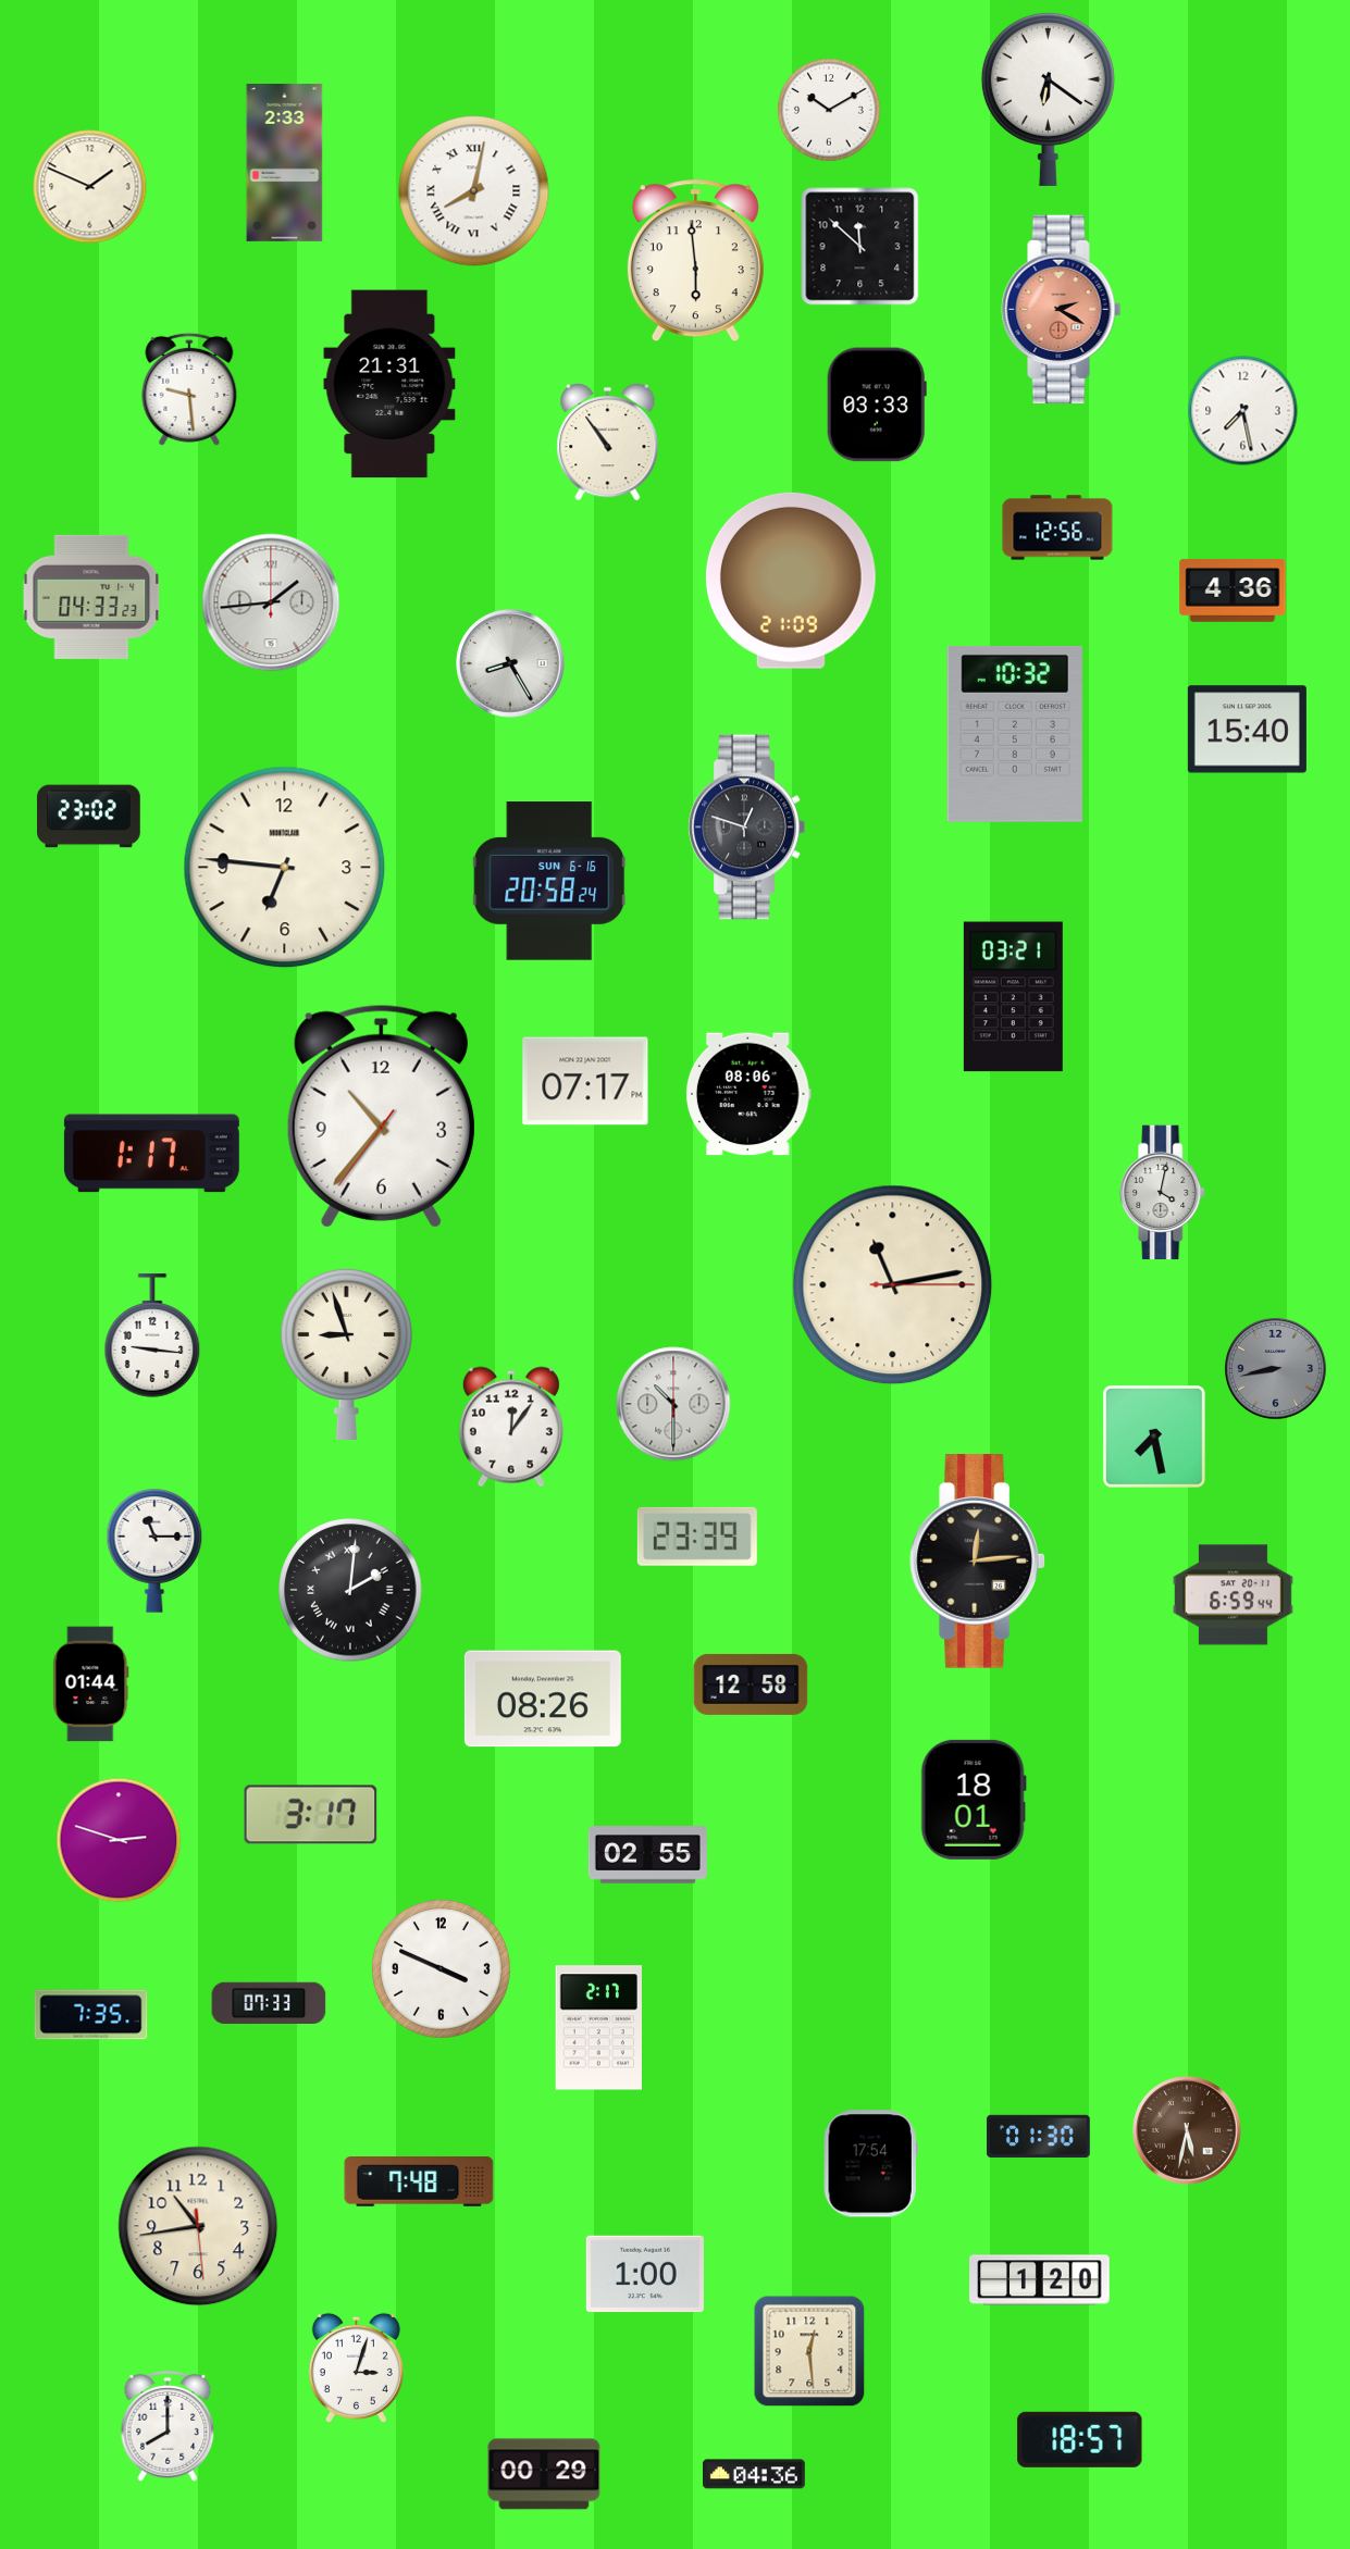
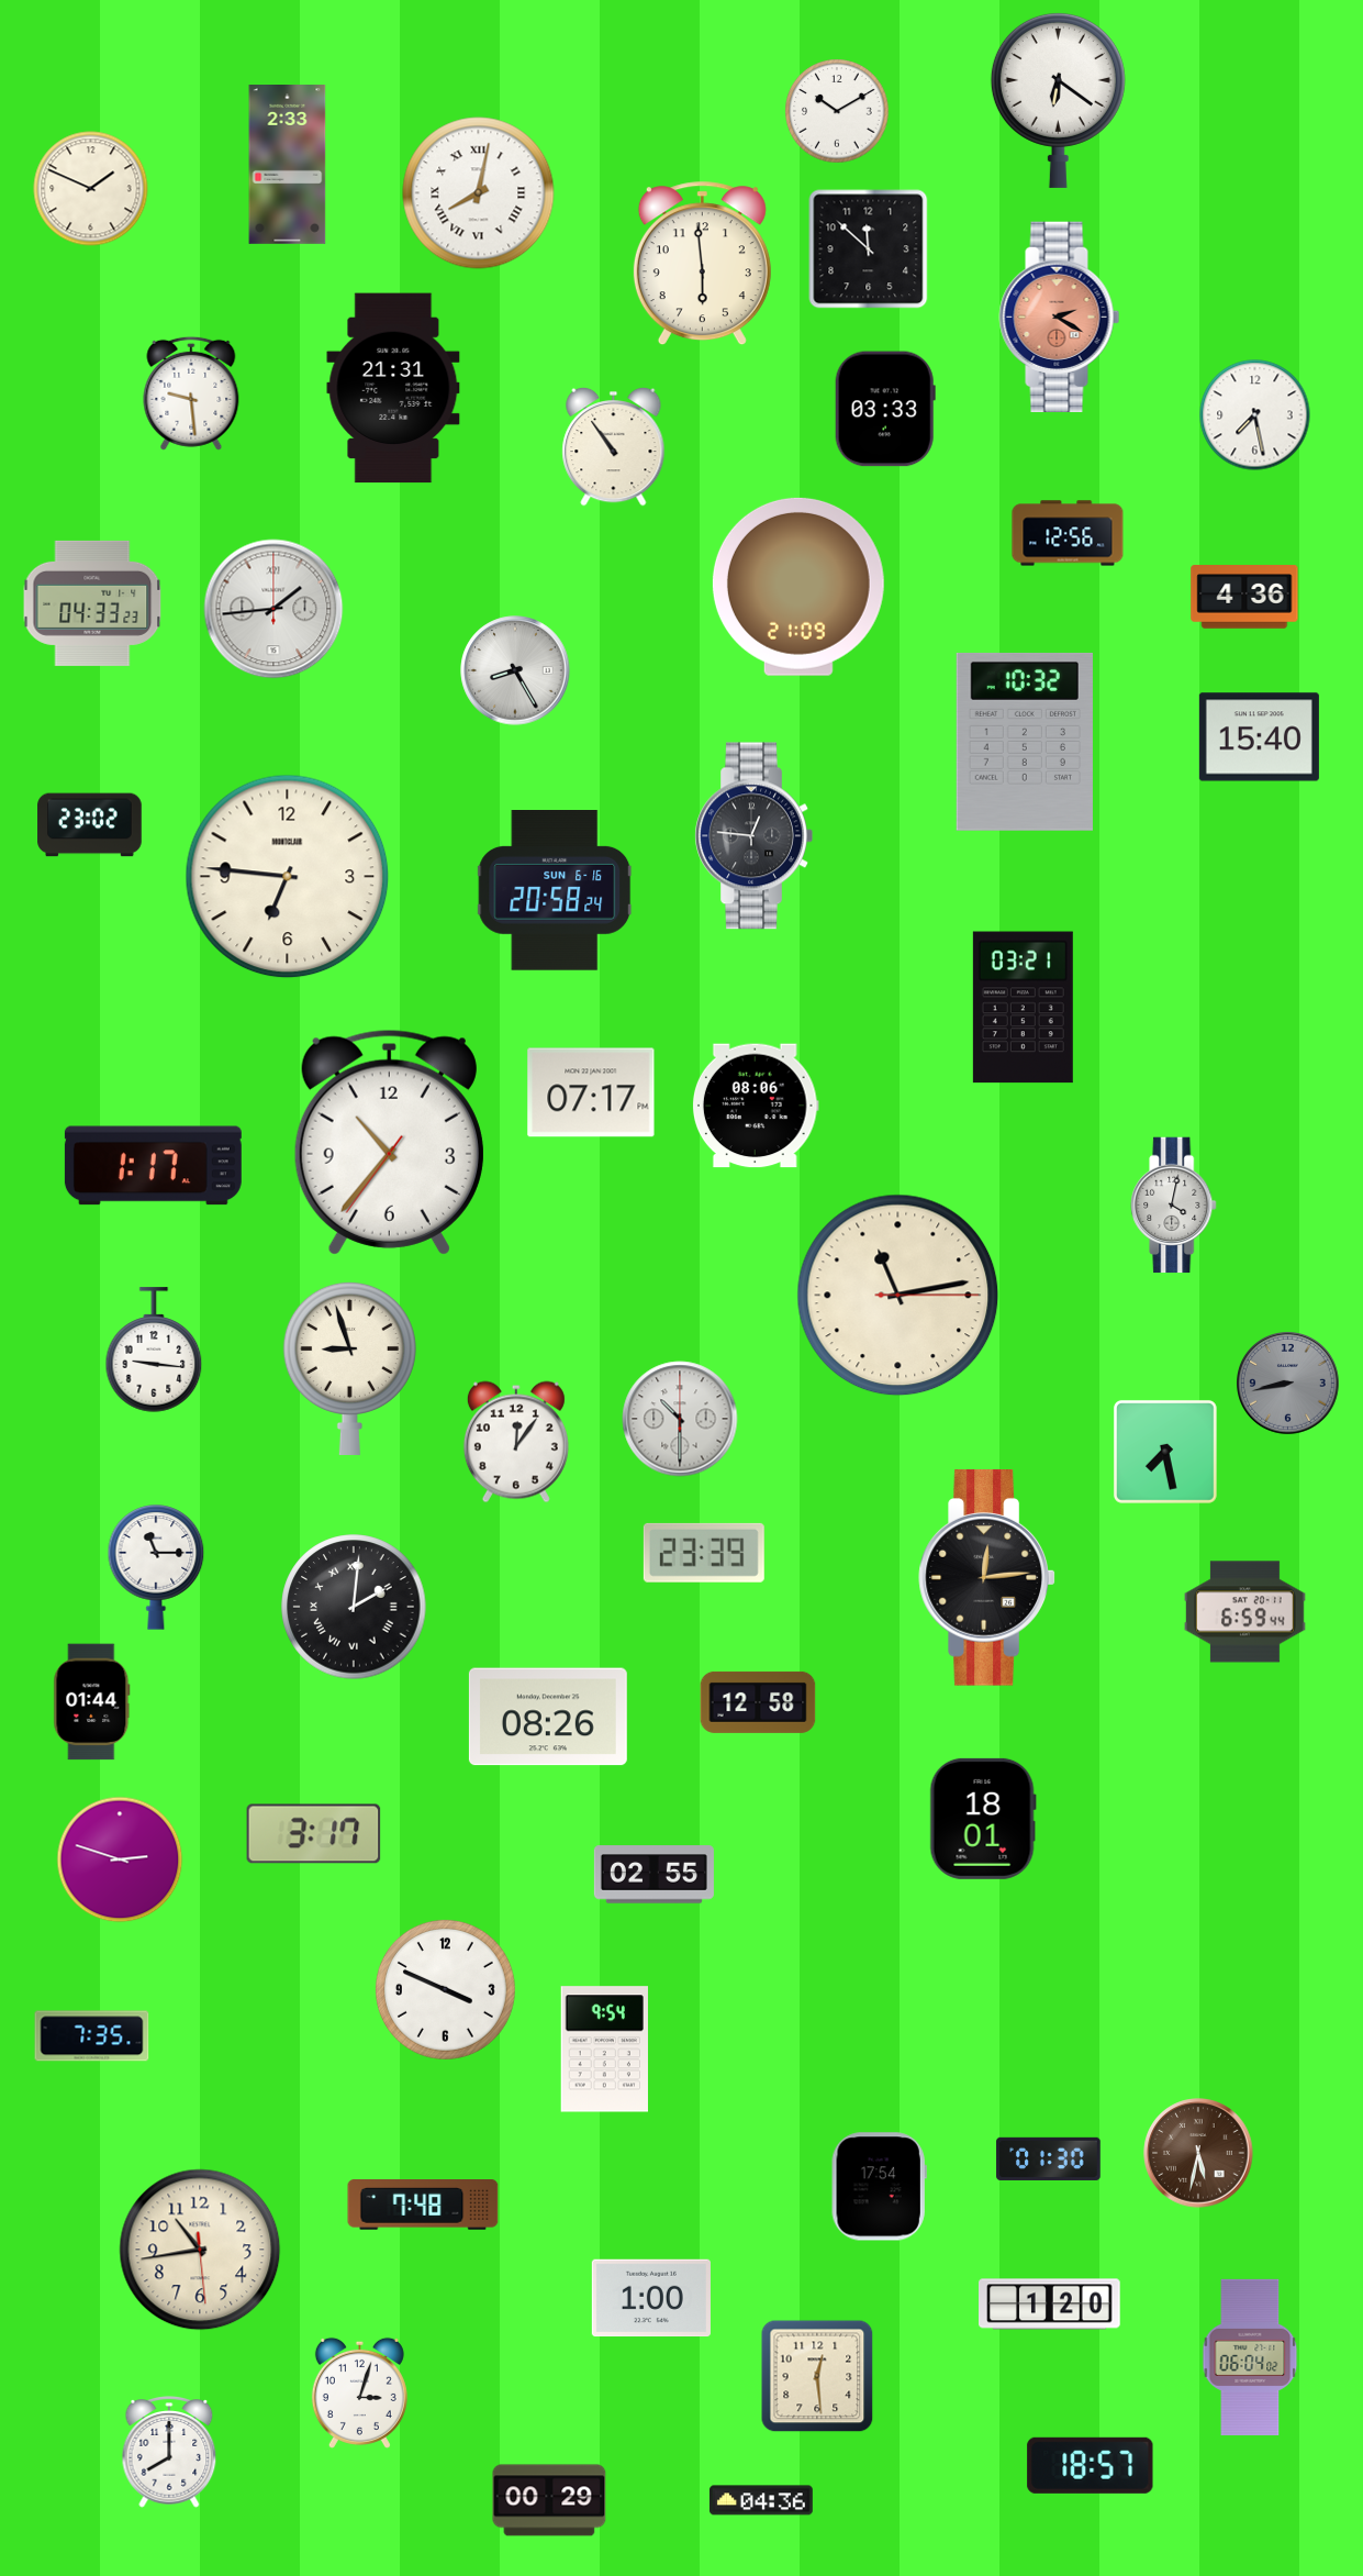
clock at (1062, 309) position: (1062, 309) -> (1060, 317)
clock at (746, 828): 12:48 -> 12:46
clock at (381, 1116) position: (381, 1116) -> (389, 1142)
clock at (893, 1285) position: (893, 1285) -> (898, 1296)
clock at (269, 2003): 07:33 -> none
clock at (598, 2028): 2:17 -> 9:54
clock at (1250, 2357): none -> 06:04
